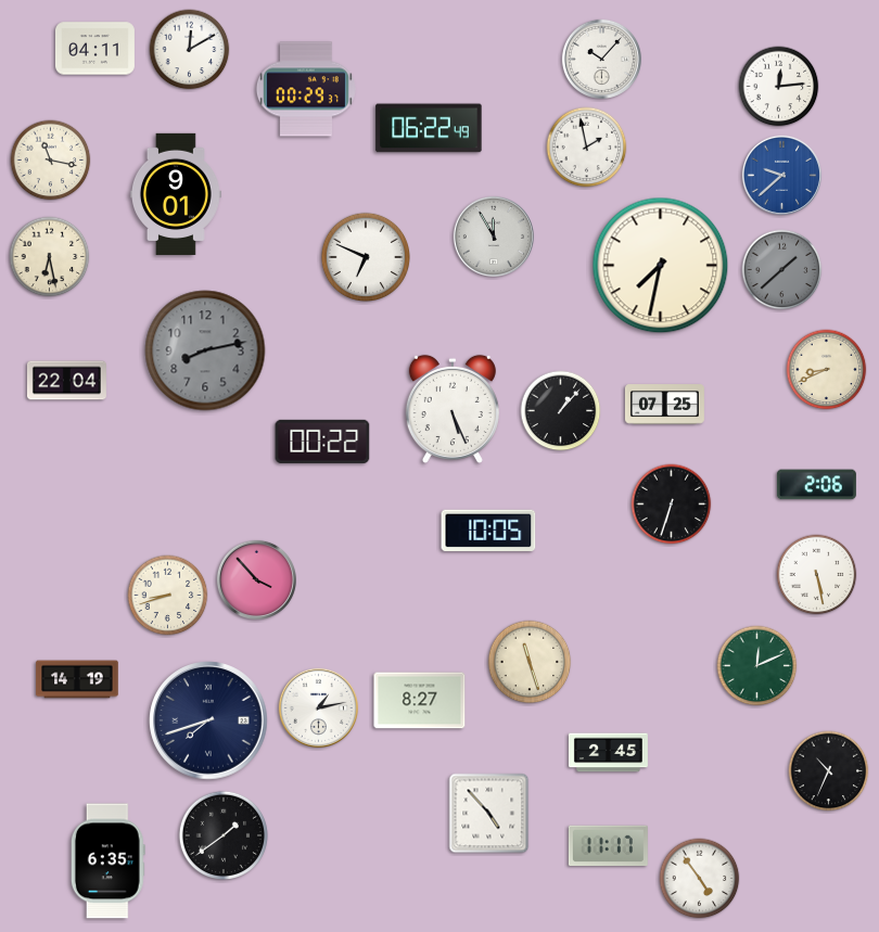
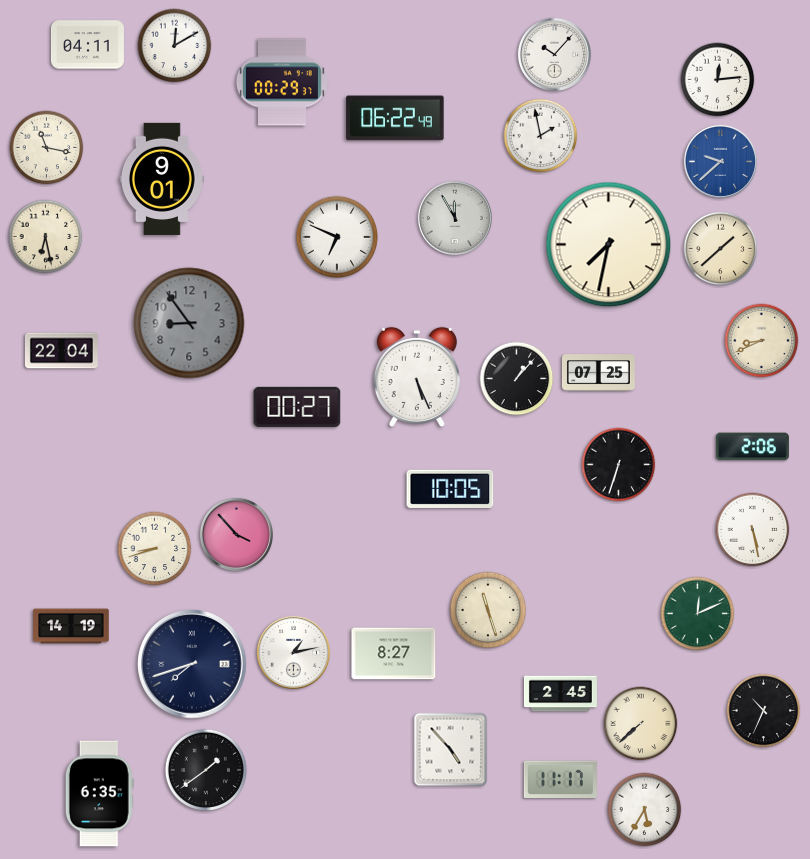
clock at (782, 270) dial: grey -> cream
clock at (205, 350): 8:13 -> 8:54
clock at (664, 405) position: (664, 405) -> (598, 373)
clock at (322, 442): 00:22 -> 00:27
clock at (420, 701) position: (420, 701) -> (394, 654)
clock at (641, 724): none -> 7:38
clock at (700, 879): 4:54 -> 5:35
